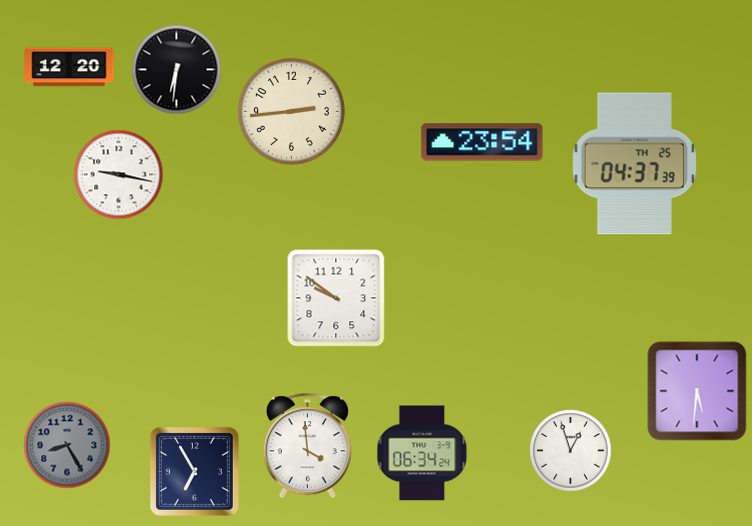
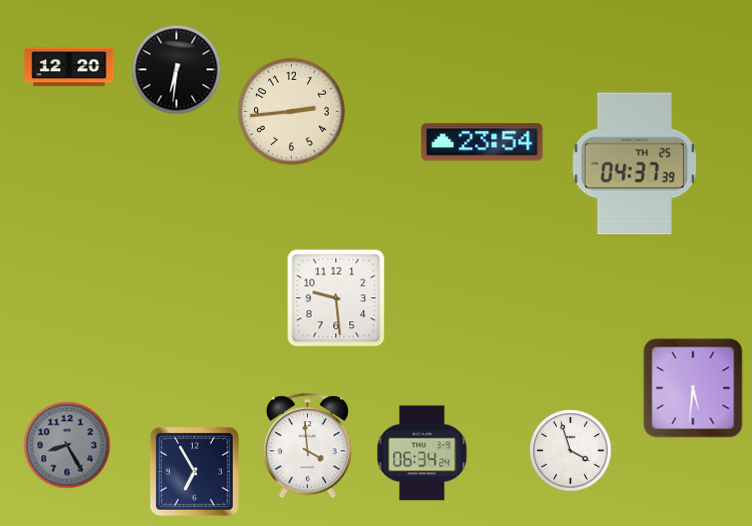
clock at (119, 175): 9:17 -> none
clock at (336, 298): 9:51 -> 9:29
clock at (697, 391) position: (697, 391) -> (693, 388)
clock at (571, 451): 12:57 -> 3:57
